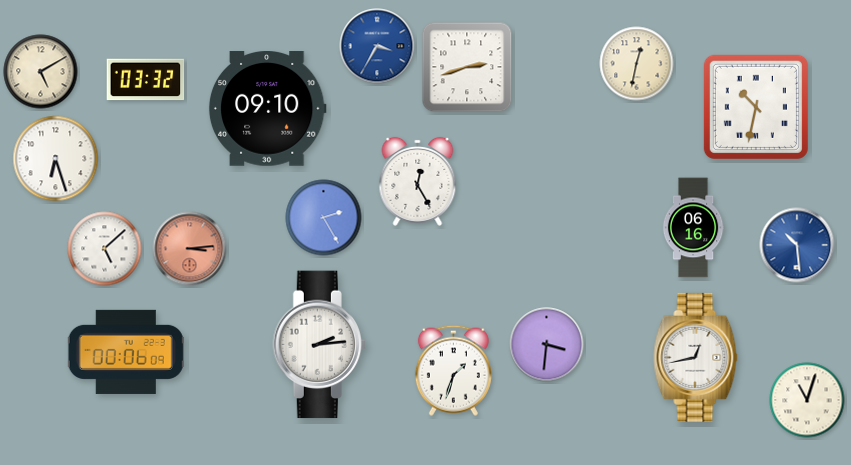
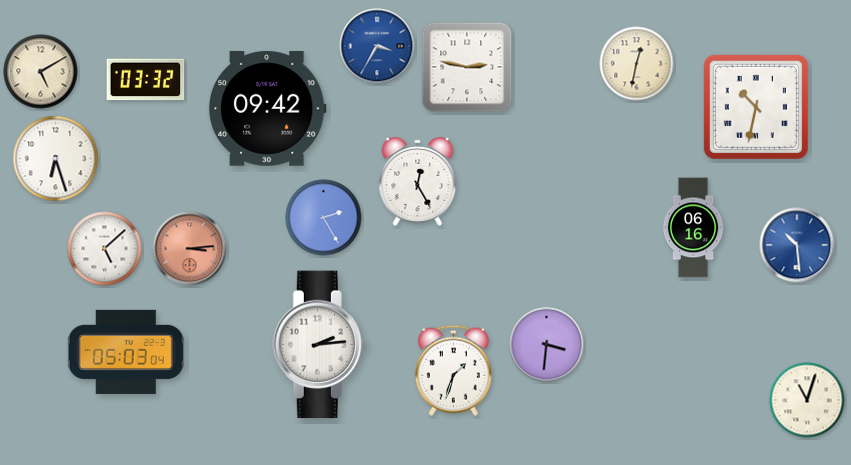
clock at (467, 67): 2:42 -> 2:47
clock at (267, 109): 09:10 -> 09:42
clock at (126, 352): 00:06 -> 05:03
clock at (696, 357): 12:43 -> none
